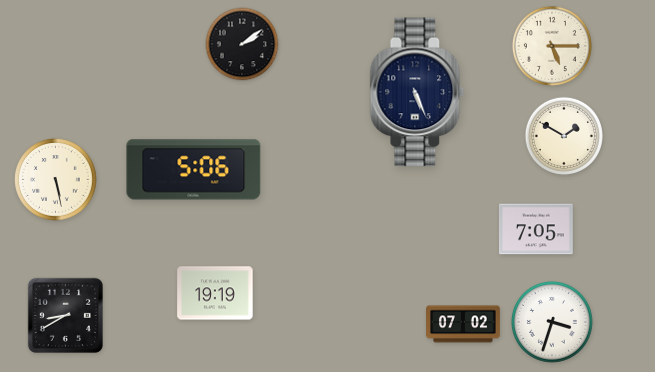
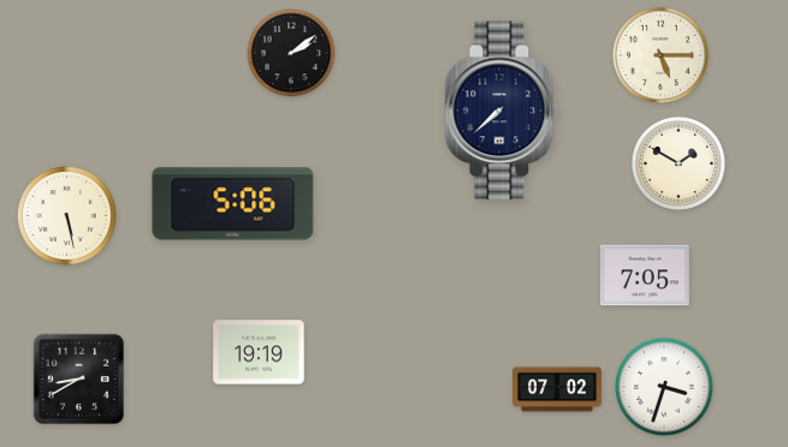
clock at (552, 46) position: (552, 46) -> (660, 55)
clock at (417, 92): 5:26 -> 7:38
